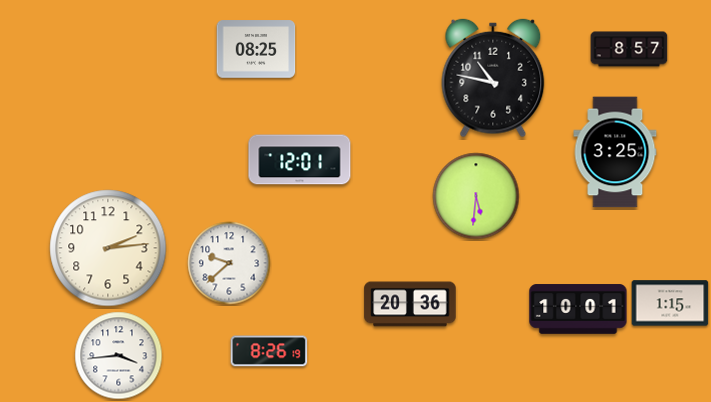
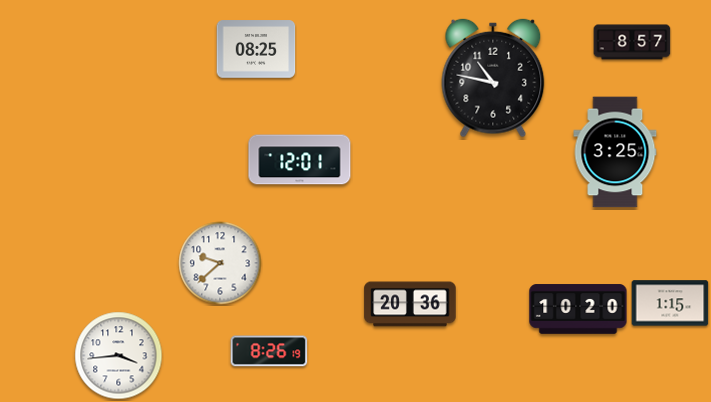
clock at (629, 49) position: (629, 49) -> (632, 42)
clock at (476, 196): 5:31 -> none
clock at (108, 248): 2:14 -> none
clock at (229, 263) position: (229, 263) -> (220, 263)
clock at (578, 309): 10:01 -> 10:20
